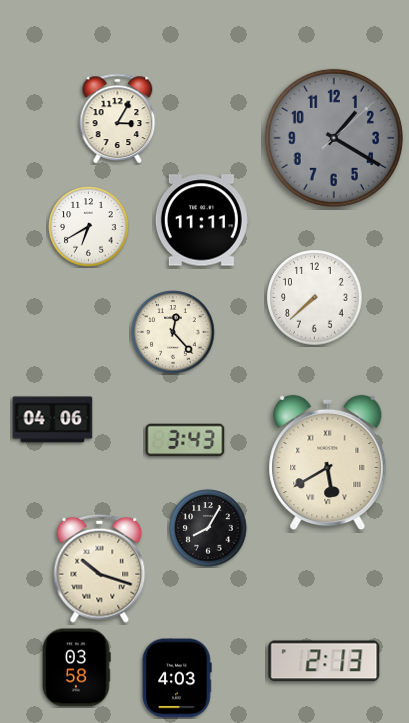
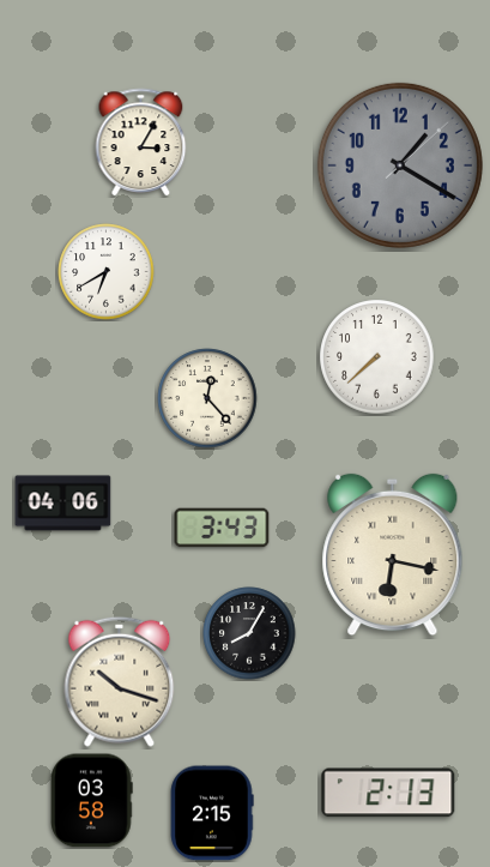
clock at (202, 220): 11:11 -> none
clock at (328, 463): 5:40 -> 6:17
clock at (177, 678): 4:03 -> 2:15
